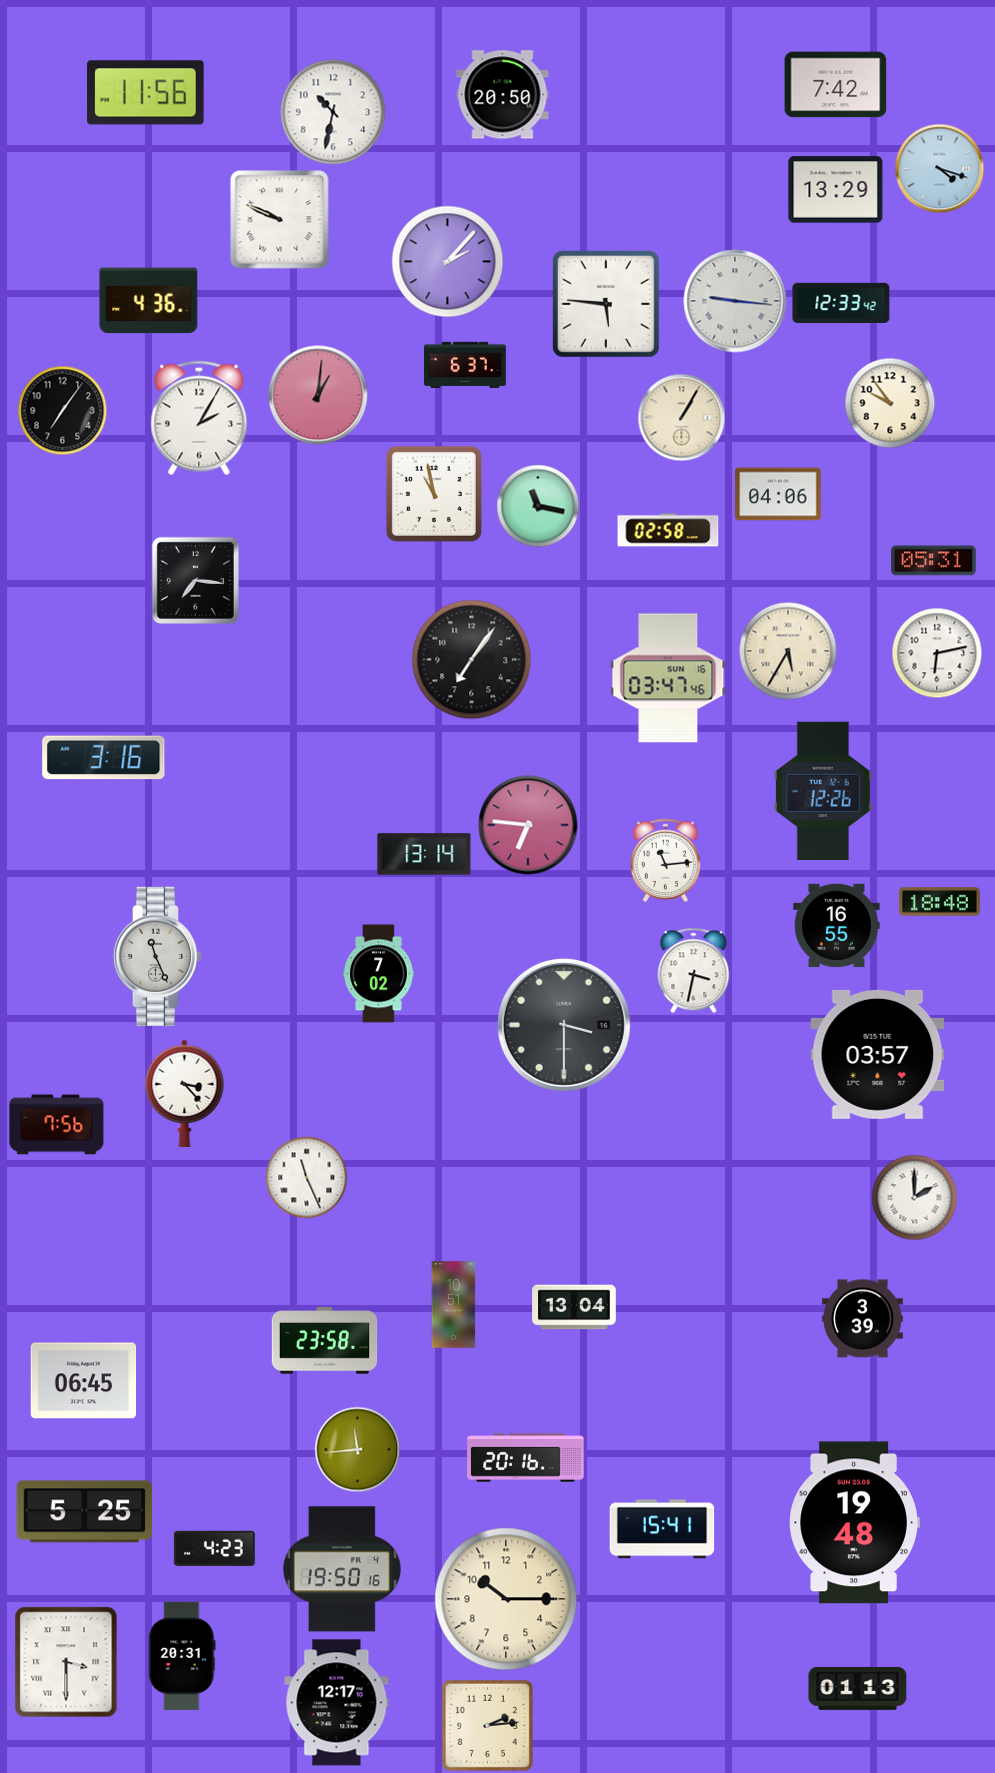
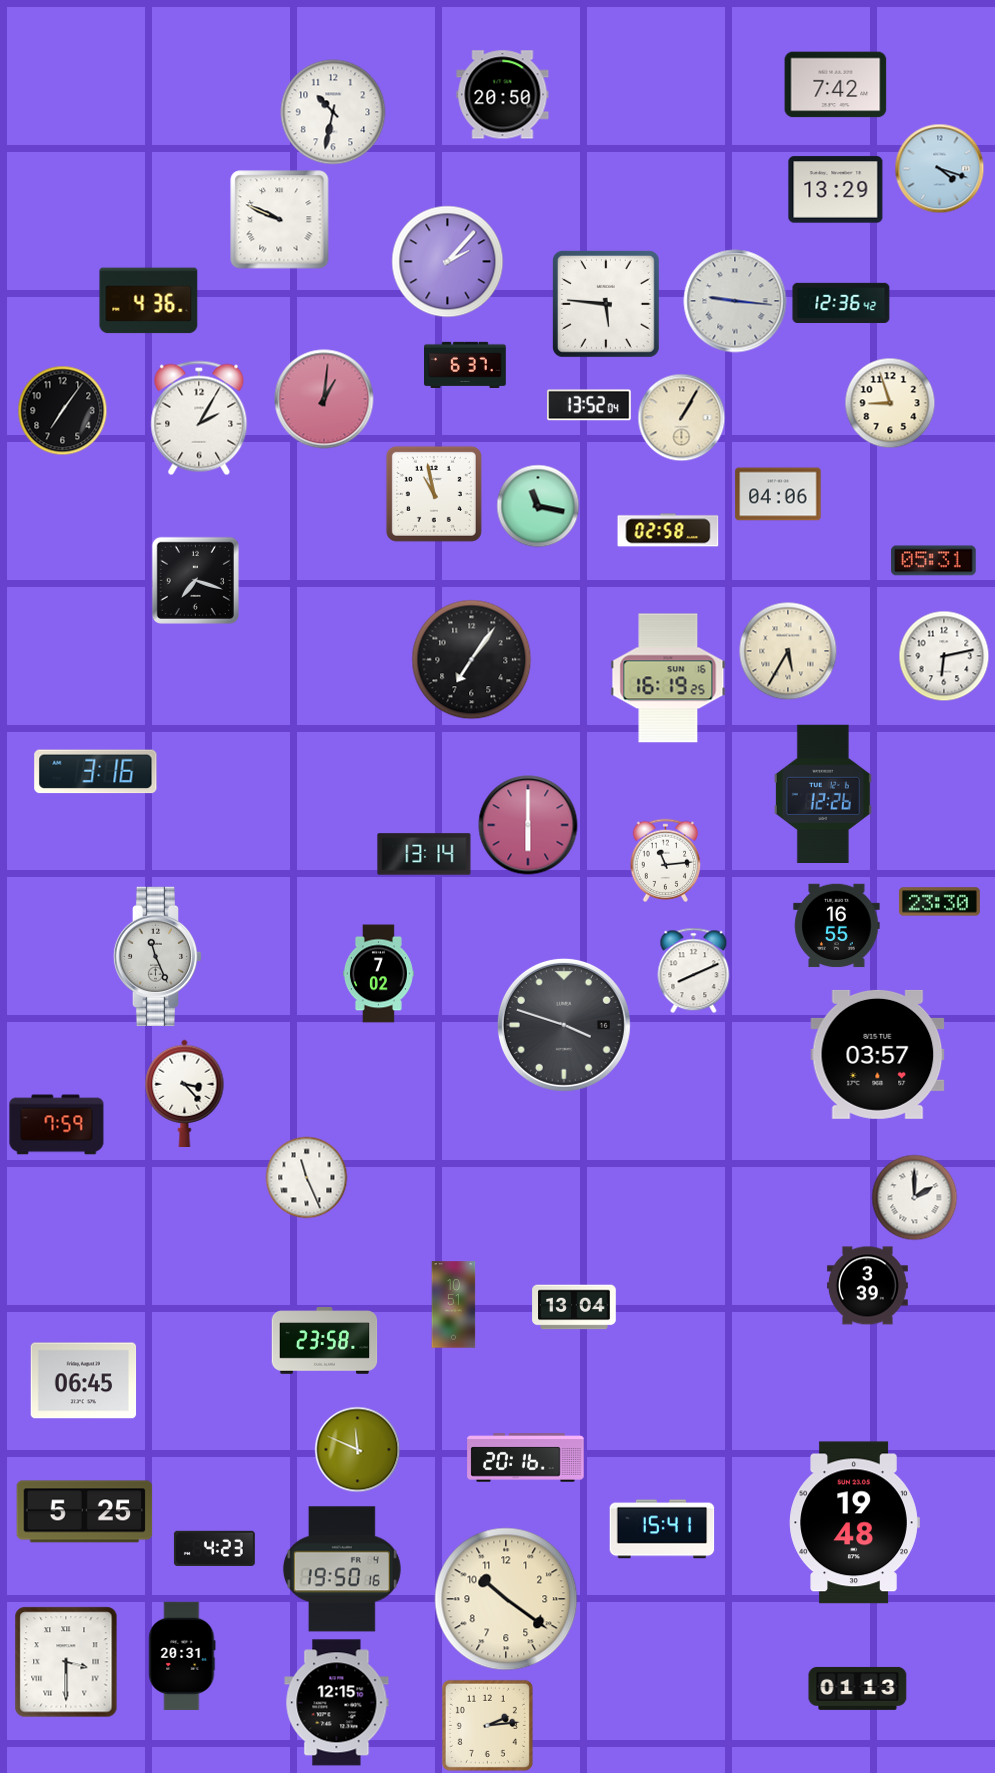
clock at (146, 93): 11:56 -> none
clock at (841, 302): 12:33 -> 12:36
clock at (318, 395) position: (318, 395) -> (324, 399)
clock at (890, 403): 9:54 -> 8:57
clock at (590, 405): none -> 13:52
clock at (195, 580): 7:16 -> 7:18
clock at (937, 653) position: (937, 653) -> (944, 656)
clock at (668, 678): 03:47 -> 16:19
clock at (104, 758) position: (104, 758) -> (96, 772)
clock at (823, 790) position: (823, 790) -> (823, 793)
clock at (528, 825): 6:46 -> 6:00
clock at (939, 902): 18:48 -> 23:30
clock at (694, 971): 3:32 -> 8:11
clock at (564, 1025): 3:30 -> 3:48
clock at (57, 1125): 7:56 -> 7:59
clock at (862, 1319) position: (862, 1319) -> (867, 1286)
clock at (358, 1450): 11:44 -> 11:49
clock at (506, 1599): 10:15 -> 10:21
clock at (337, 1703): 12:17 -> 12:15
